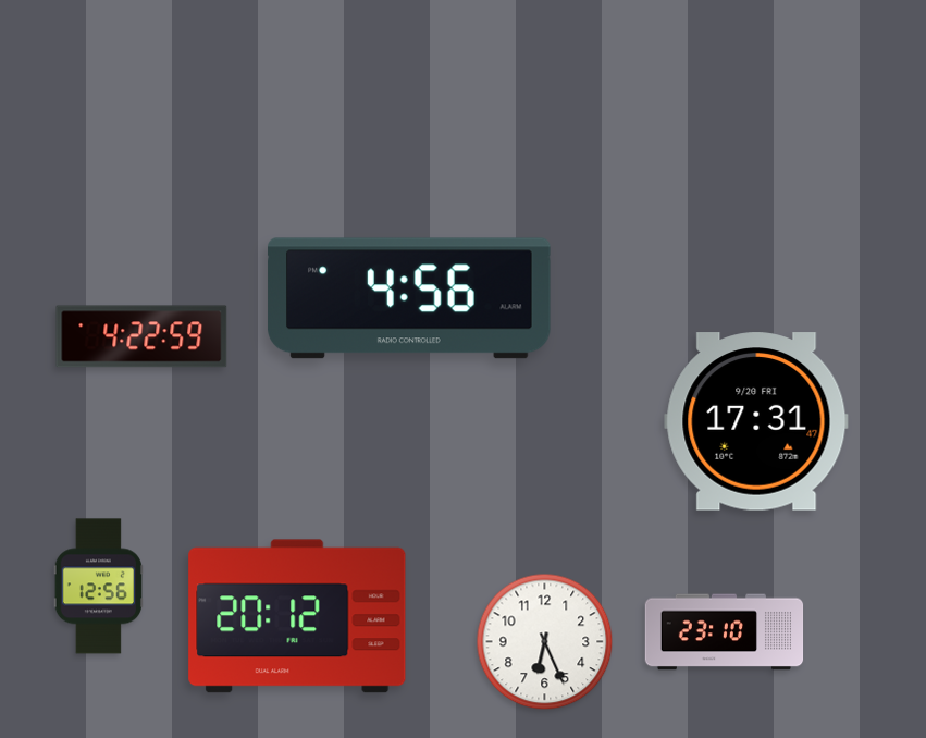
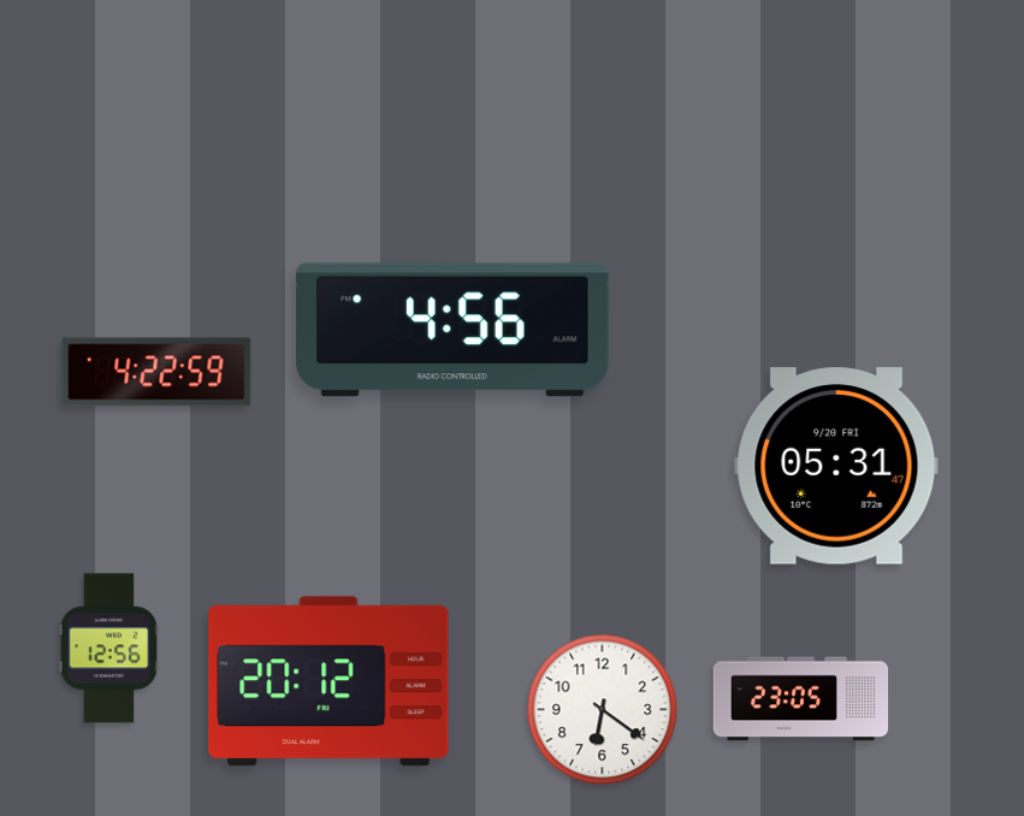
clock at (756, 421): 17:31 -> 05:31
clock at (725, 632): 23:10 -> 23:05
clock at (545, 642): 6:26 -> 6:21
